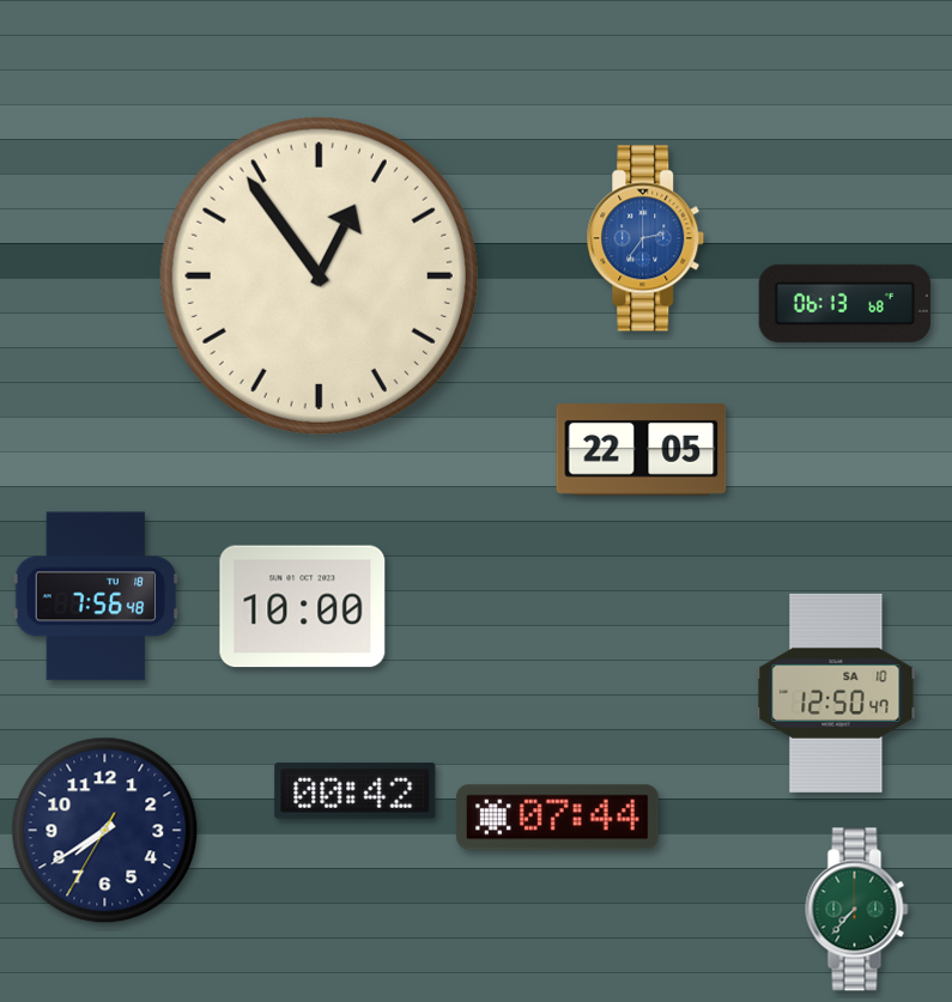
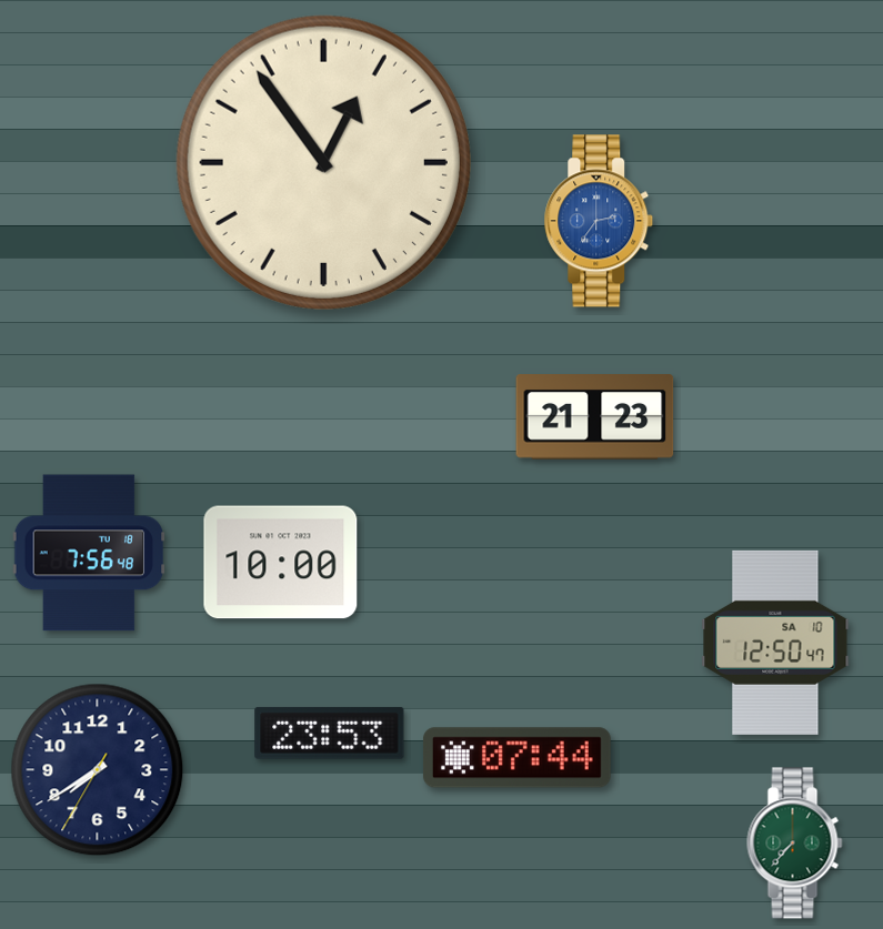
clock at (319, 275) position: (319, 275) -> (323, 162)
clock at (844, 303): 06:13 -> none
clock at (642, 450): 22:05 -> 21:23
clock at (356, 790): 00:42 -> 23:53
